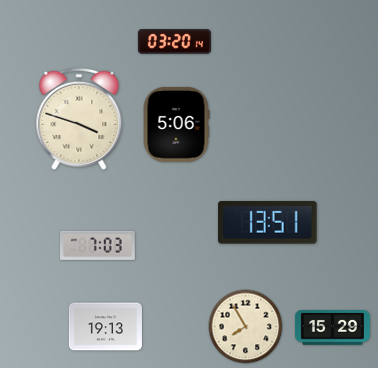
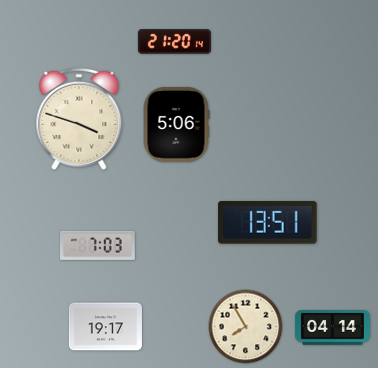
clock at (174, 42): 03:20 -> 21:20
clock at (105, 327): 19:13 -> 19:17
clock at (333, 328): 15:29 -> 04:14
